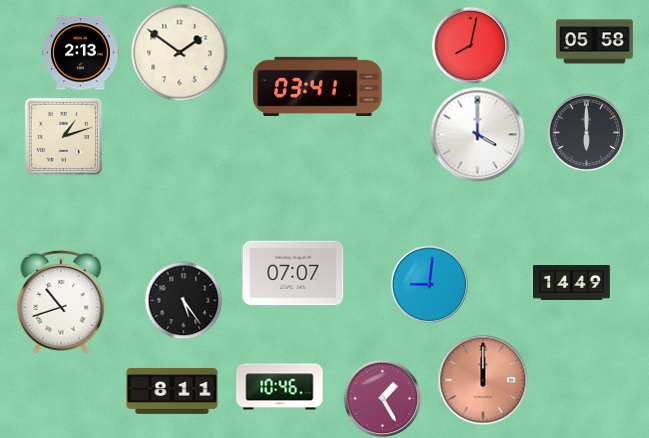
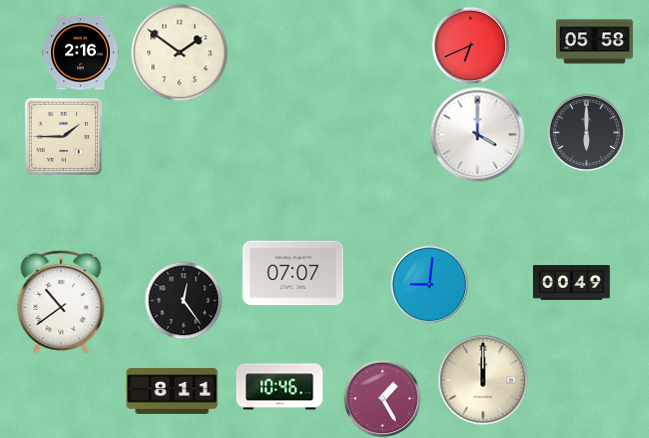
clock at (470, 45): 8:02 -> 6:41
clock at (81, 53): 2:13 -> 2:16
clock at (318, 86): 03:41 -> none
clock at (63, 136): 1:12 -> 1:45
clock at (572, 283): 14:49 -> 00:49
clock at (183, 300): 5:24 -> 12:24
clock at (61, 302): 10:42 -> 10:39
clock at (483, 380) dial: salmon -> cream
